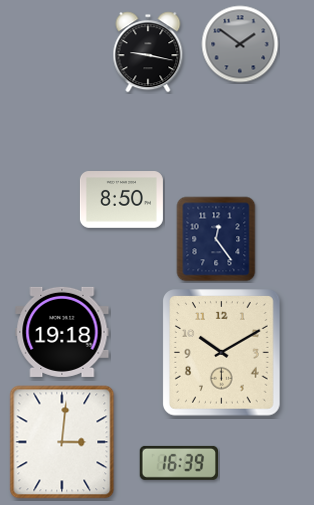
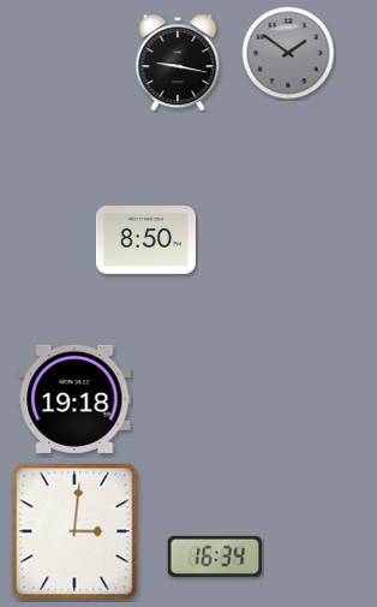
clock at (216, 239): 12:24 -> none
clock at (222, 353): 10:10 -> none
clock at (178, 463): 16:39 -> 16:34
